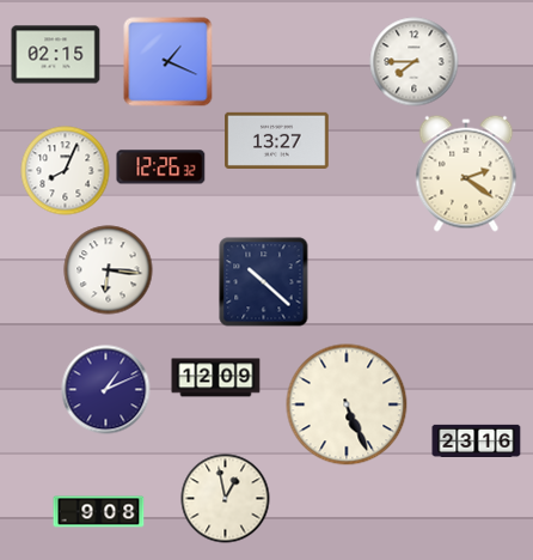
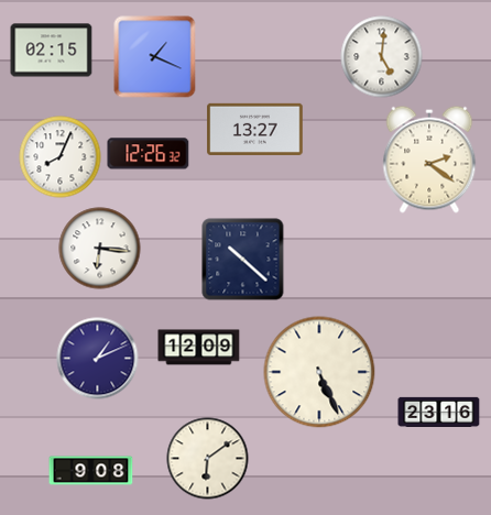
clock at (415, 62): 7:45 -> 5:01
clock at (477, 440) position: (477, 440) -> (439, 412)
clock at (226, 499): 12:58 -> 6:09
